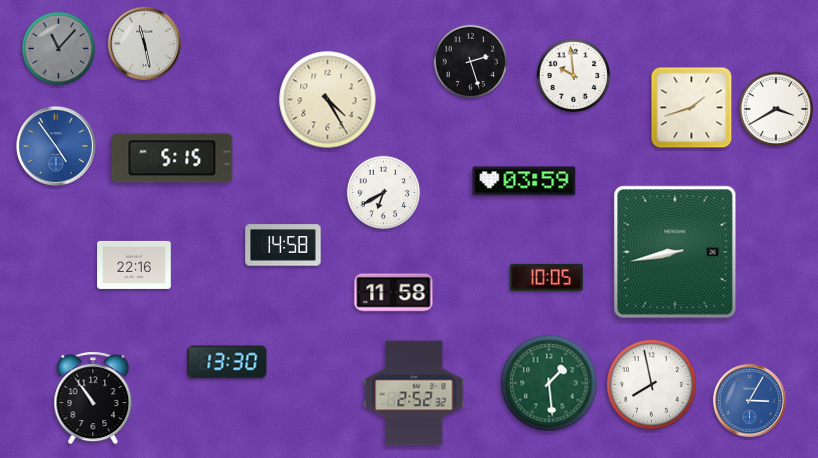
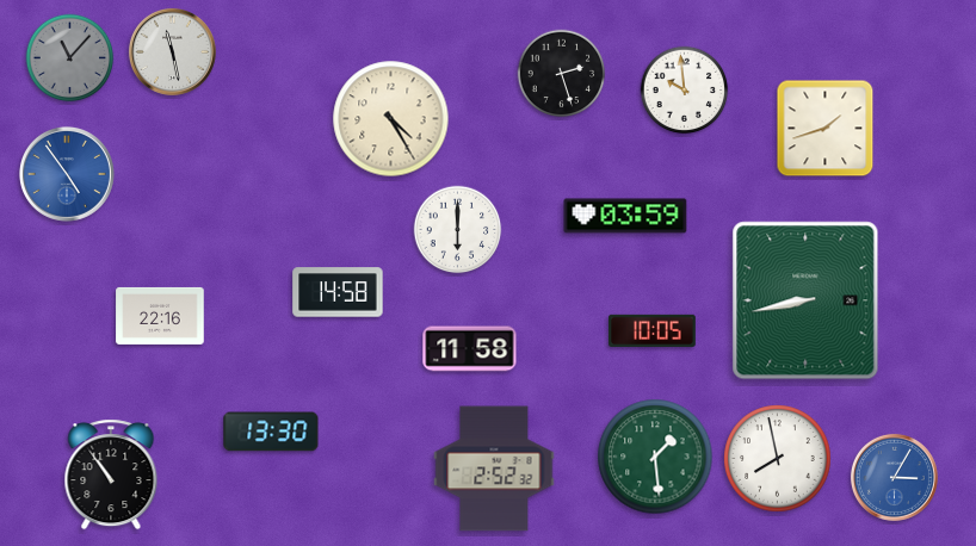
clock at (776, 109): 3:40 -> none
clock at (172, 158): 5:15 -> none
clock at (384, 193): 6:40 -> 6:00
